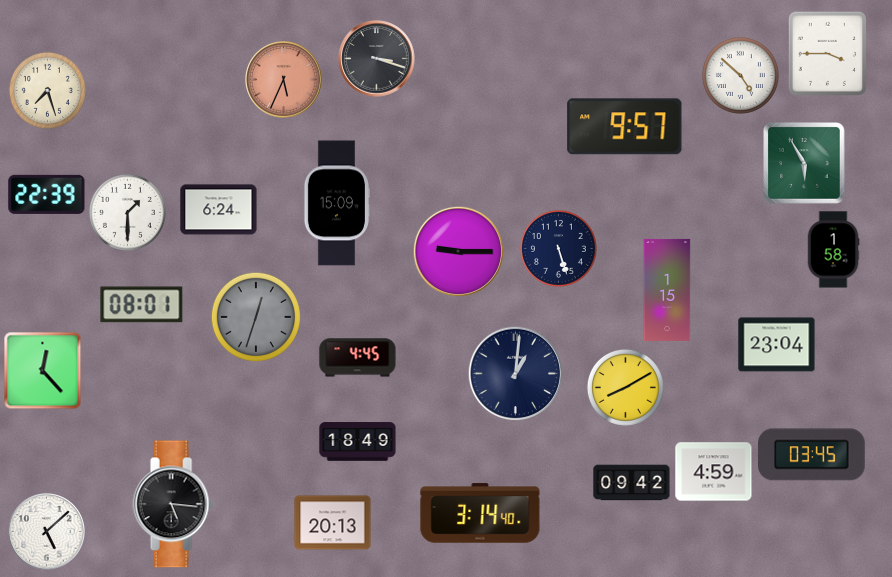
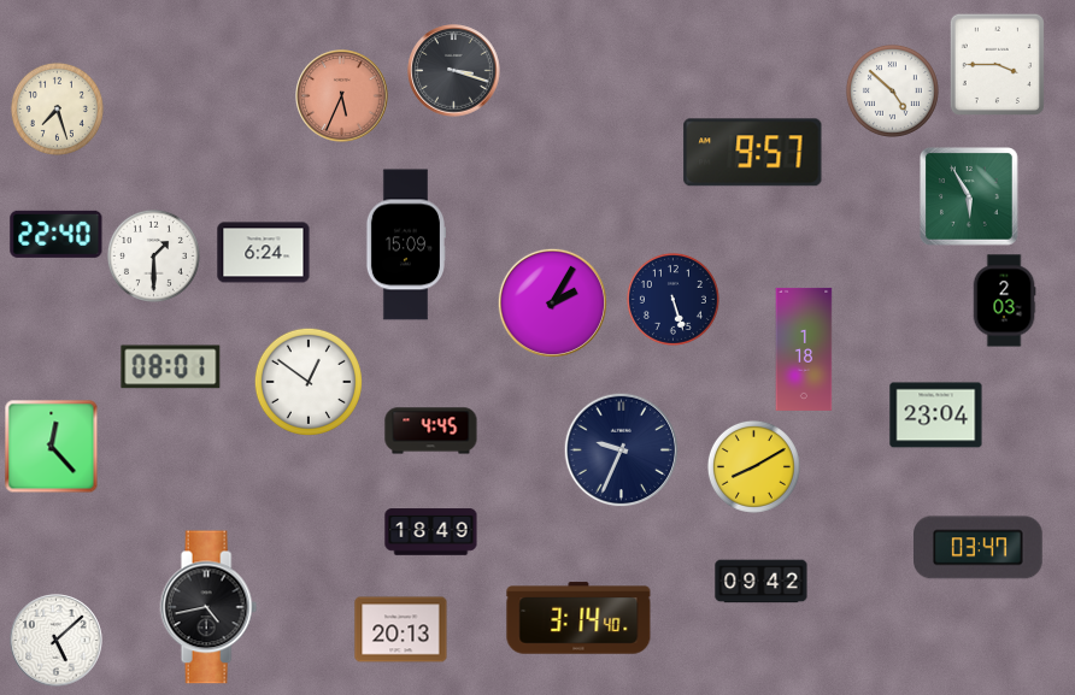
clock at (47, 194): 22:39 -> 22:40
clock at (833, 250): 1:58 -> 2:03
clock at (458, 251): 9:15 -> 2:05
clock at (667, 290): 1:15 -> 1:18
clock at (256, 317): 12:33 -> 12:51
clock at (256, 317) dial: grey -> white
clock at (515, 373): 1:01 -> 9:34
clock at (812, 455): 03:45 -> 03:47
clock at (714, 472): 4:59 -> none
clock at (173, 504): 5:16 -> 4:43
